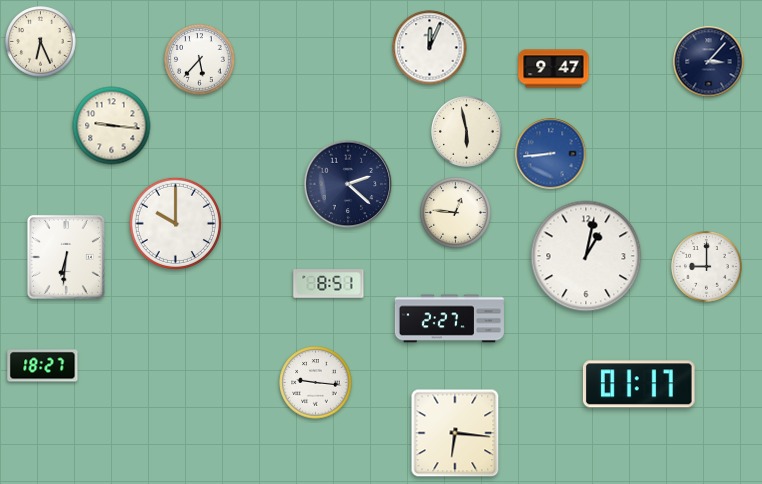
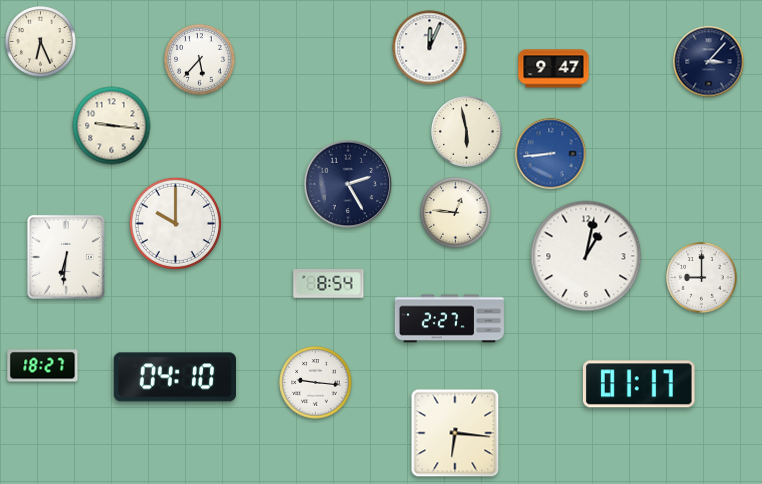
clock at (348, 184): 2:22 -> 2:25
clock at (707, 267) position: (707, 267) -> (702, 278)
clock at (329, 284): 8:51 -> 8:54
clock at (174, 377): none -> 04:10
